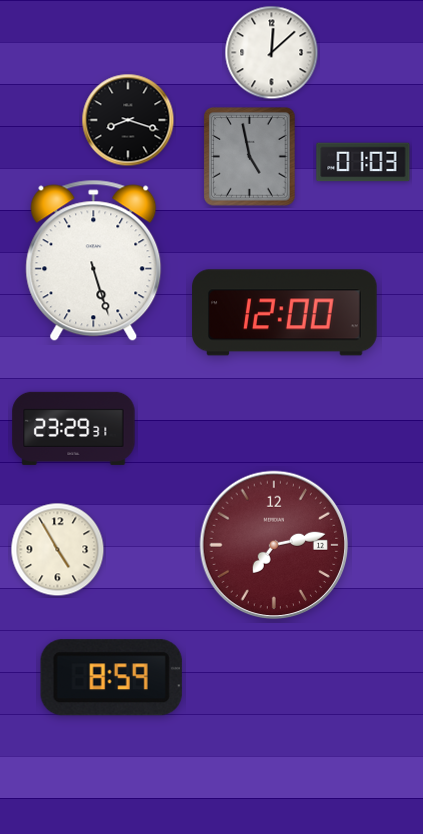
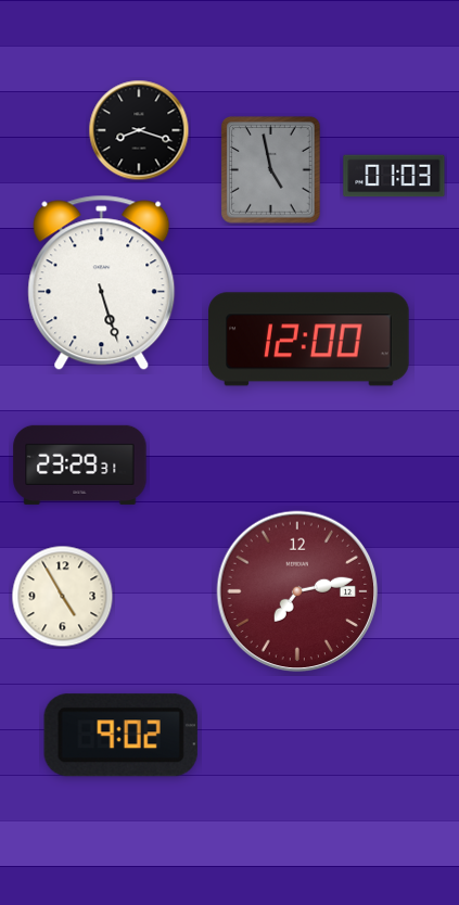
clock at (272, 53): 12:08 -> none
clock at (111, 678): 8:59 -> 9:02
